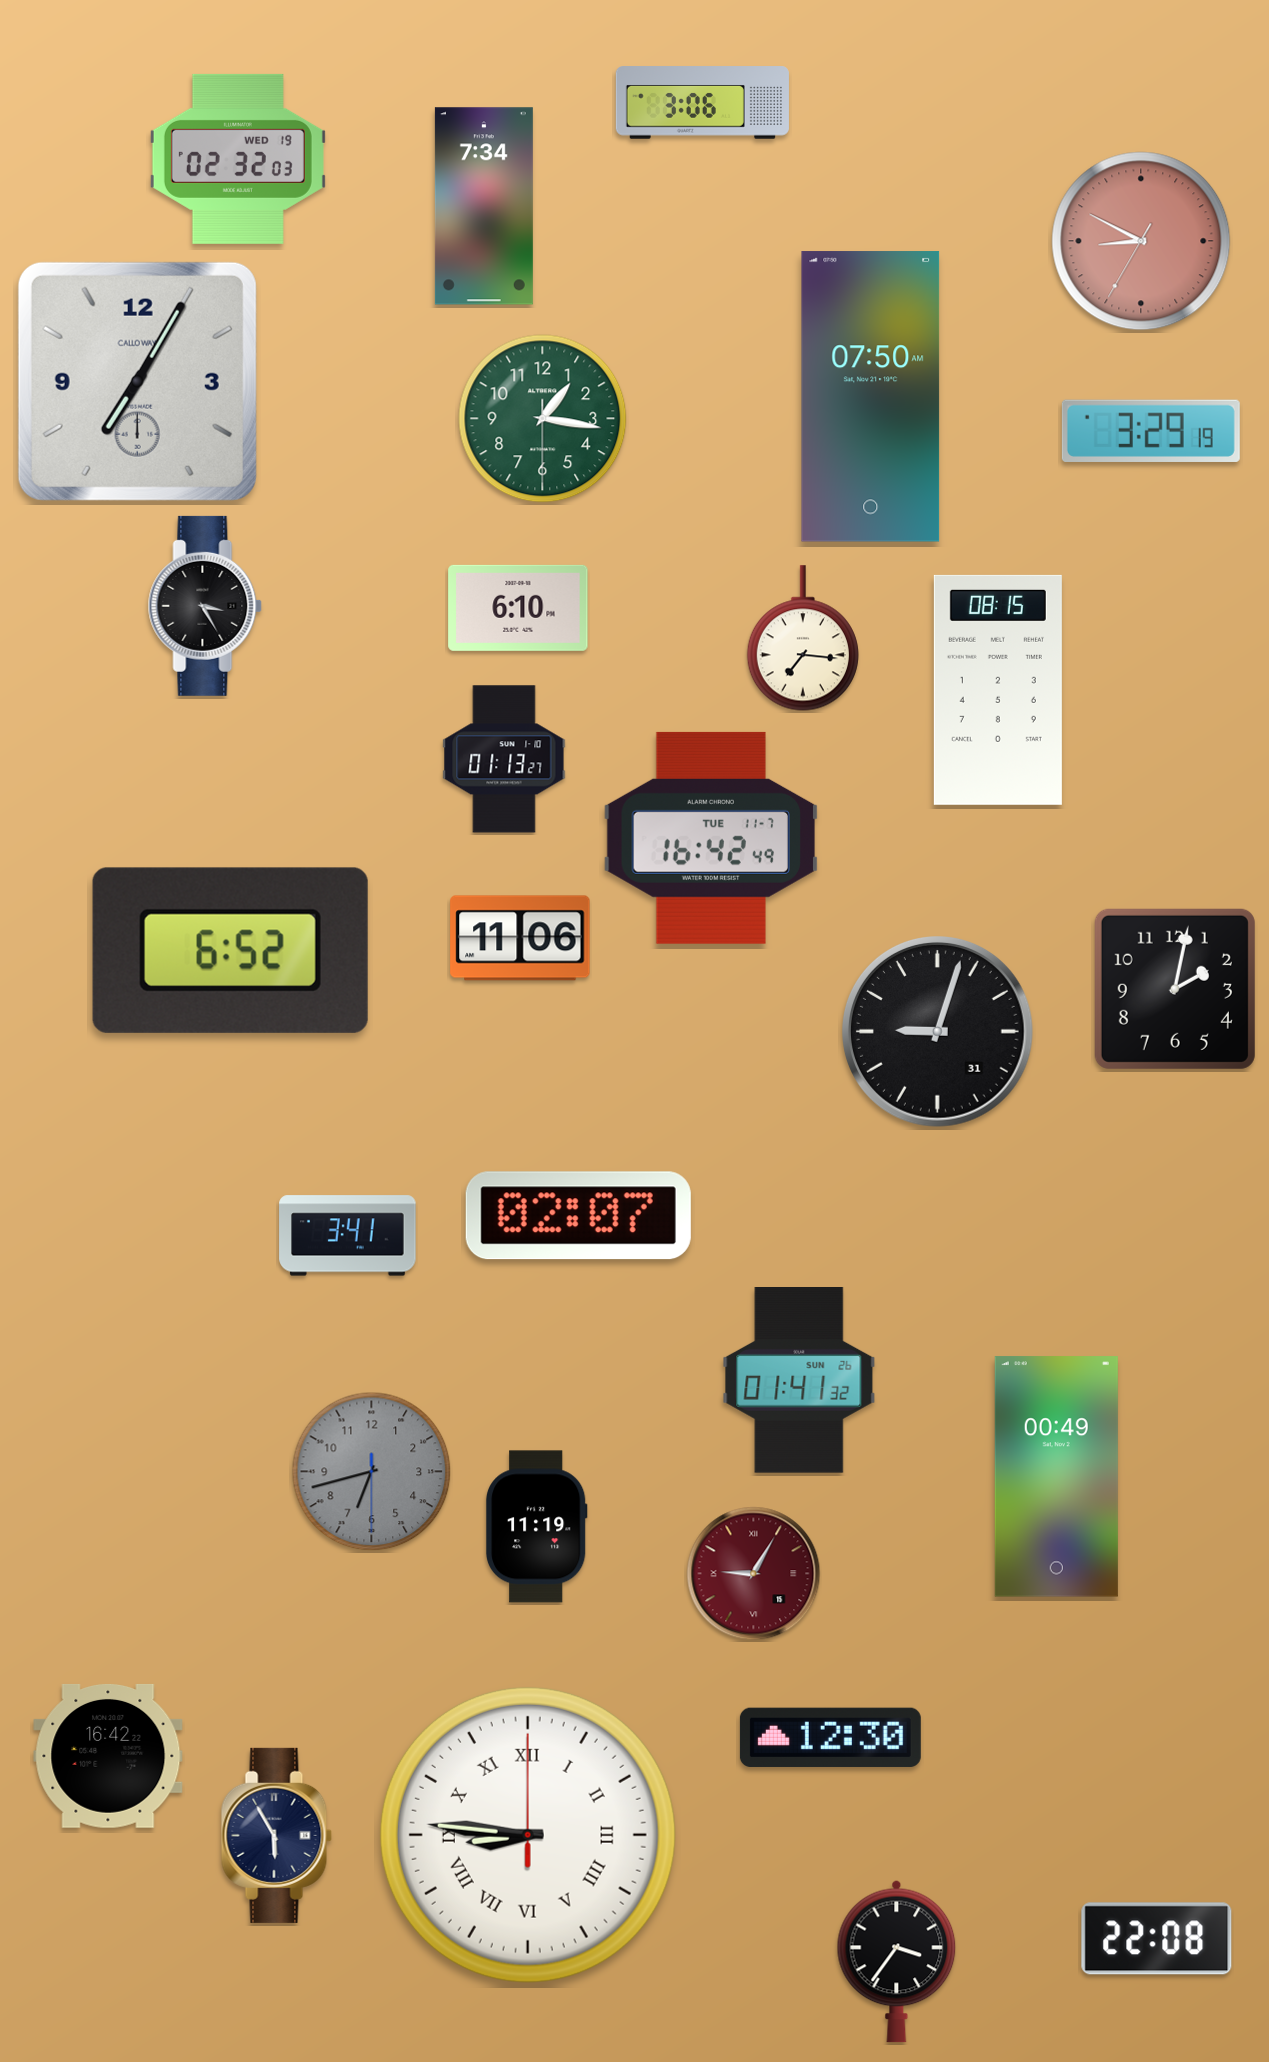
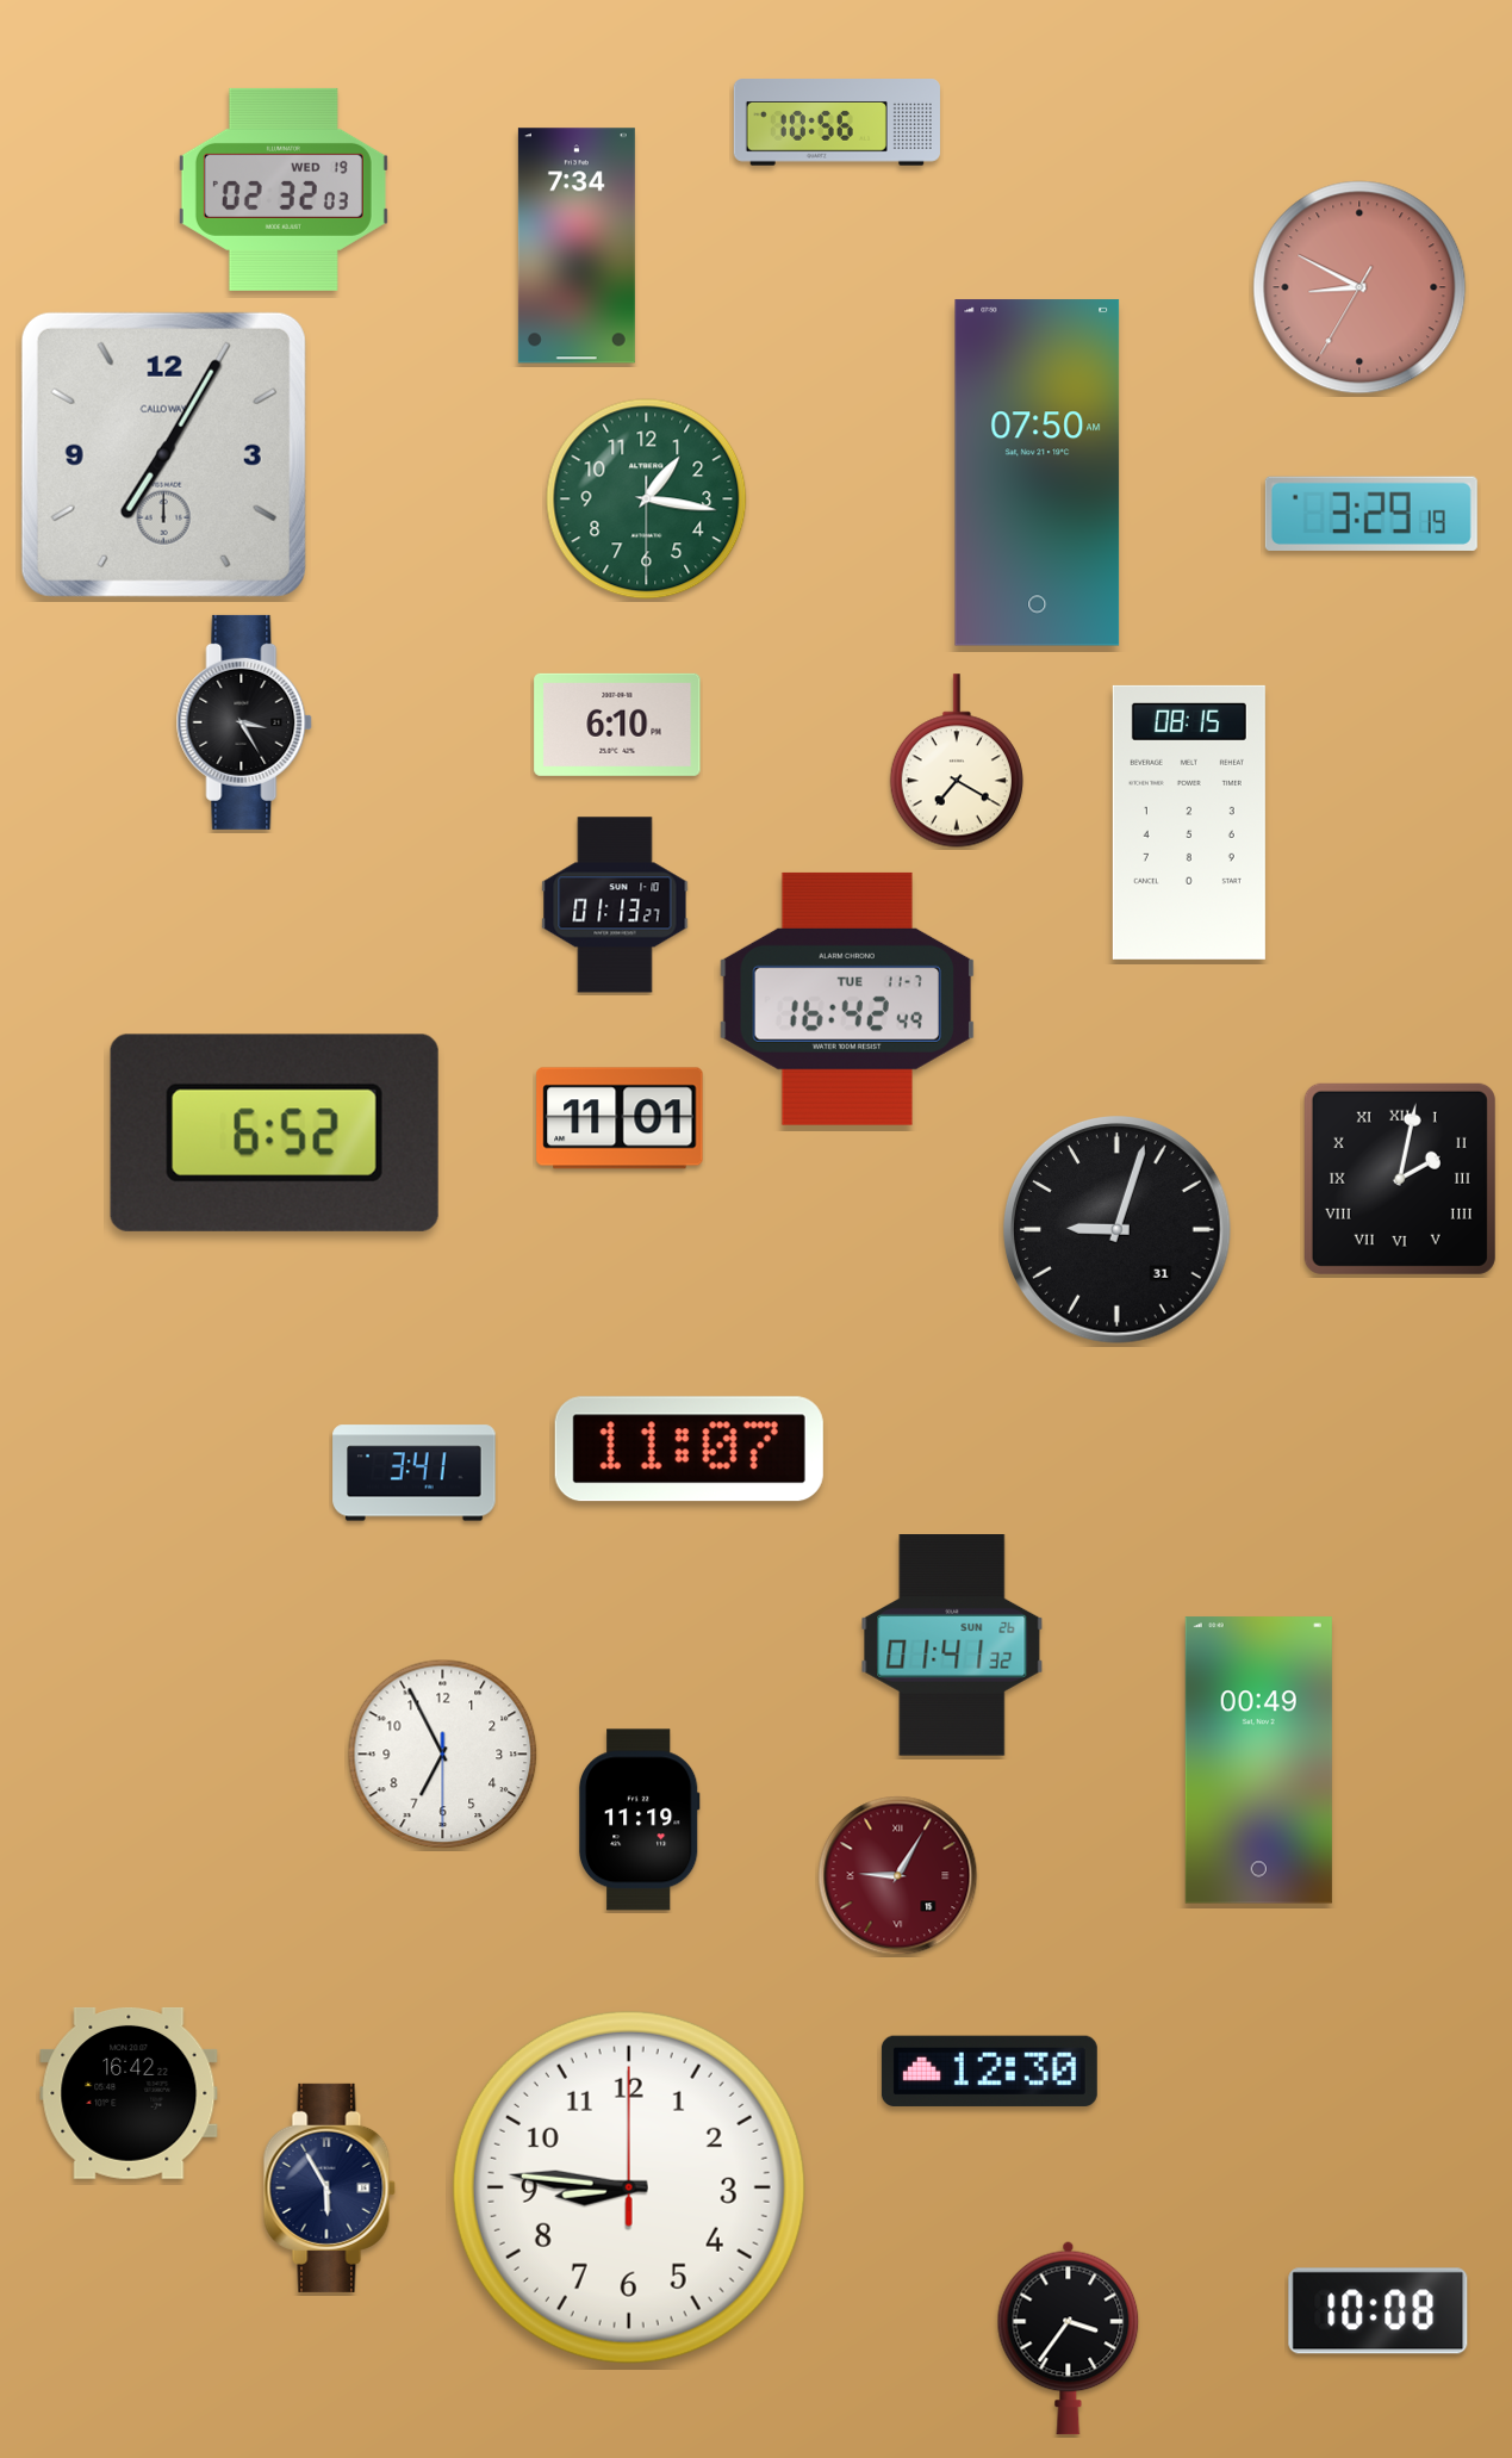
clock at (702, 103): 3:06 -> 10:56
clock at (803, 638): 7:16 -> 7:20
clock at (504, 759) position: (504, 759) -> (615, 905)
clock at (520, 938): 11:06 -> 11:01
clock at (1175, 989) numerals: Arabic -> Roman
clock at (578, 1216): 02:07 -> 11:07
clock at (372, 1472): 6:42 -> 6:55
clock at (372, 1472) dial: grey -> white
clock at (528, 1835) numerals: Roman -> Arabic
clock at (1157, 1939): 22:08 -> 10:08
